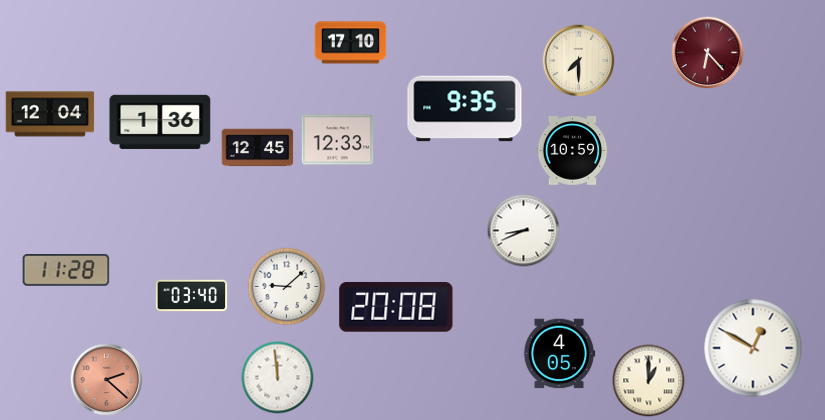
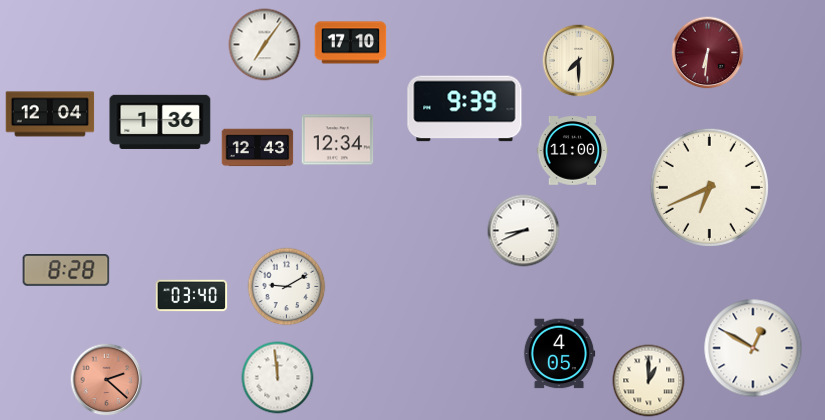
clock at (265, 45): none -> 7:06
clock at (708, 53): 6:23 -> 6:31
clock at (465, 109): 9:35 -> 9:39
clock at (338, 140): 12:33 -> 12:34
clock at (258, 148): 12:45 -> 12:43
clock at (573, 151): 10:59 -> 11:00
clock at (709, 187): none -> 6:41
clock at (66, 271): 11:28 -> 8:28
clock at (287, 287): 9:08 -> 9:10
clock at (396, 307): 20:08 -> none
